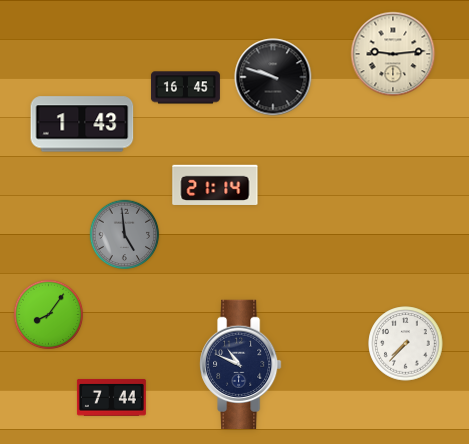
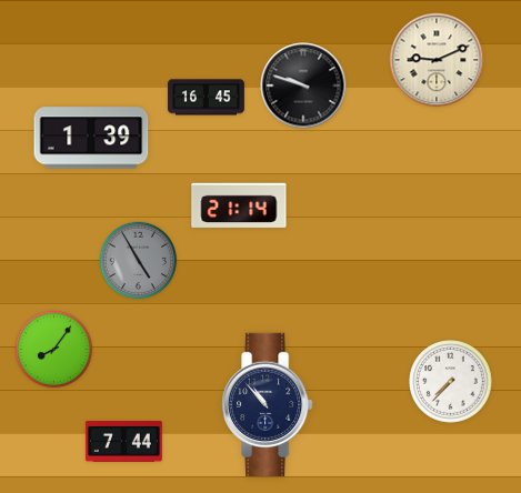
clock at (393, 54): 9:14 -> 9:11
clock at (82, 124): 1:43 -> 1:39
clock at (125, 235): 4:59 -> 4:55
clock at (241, 364): 10:49 -> 10:53
